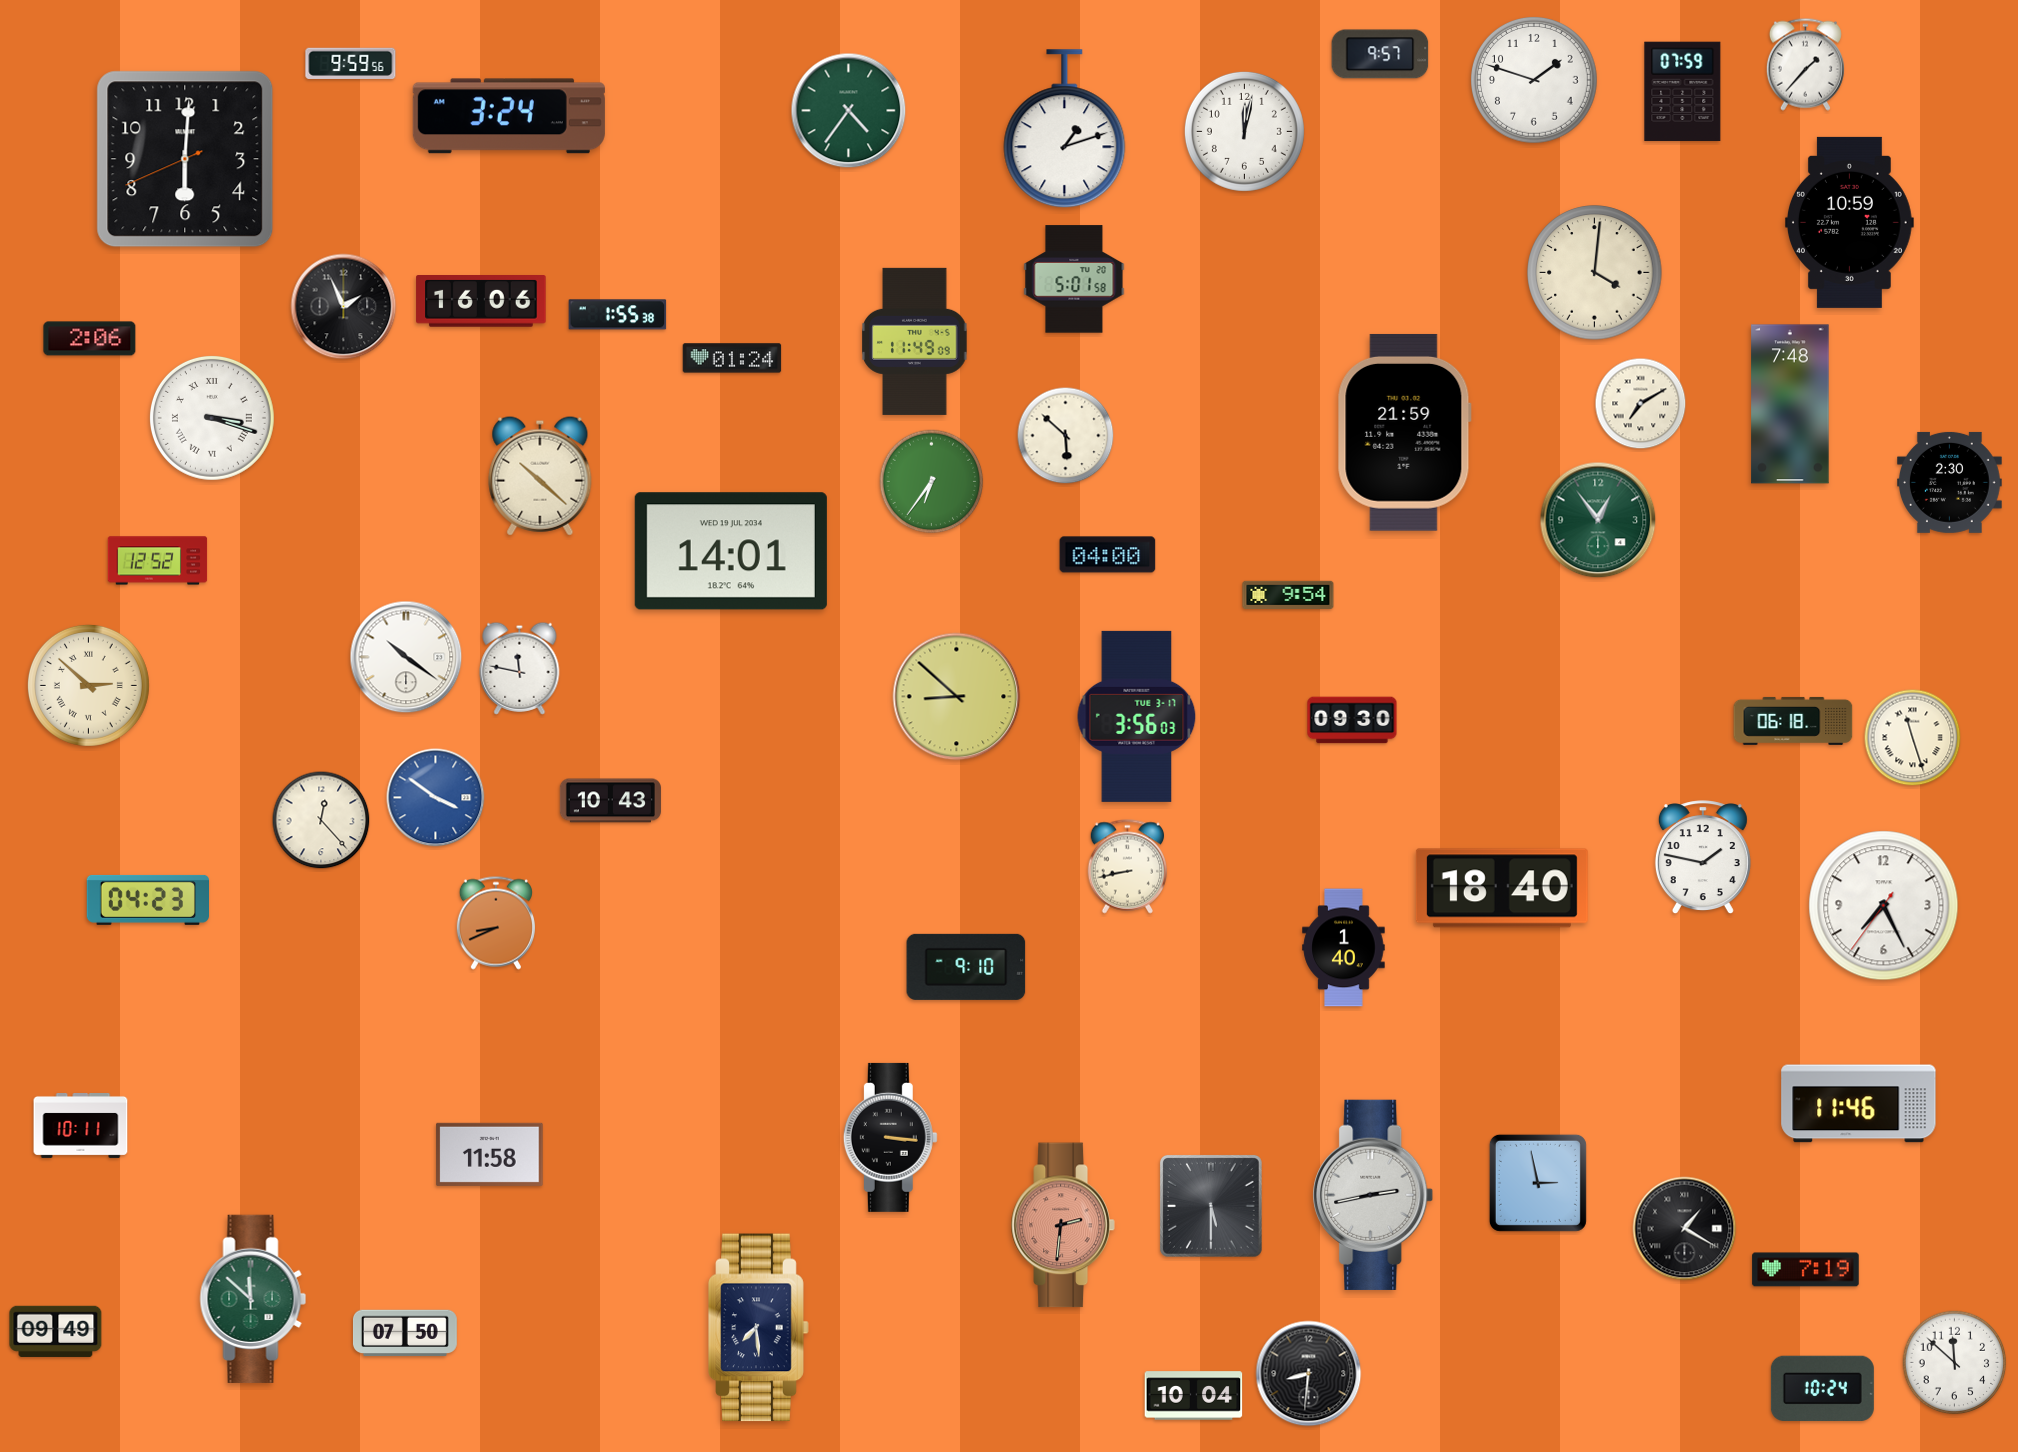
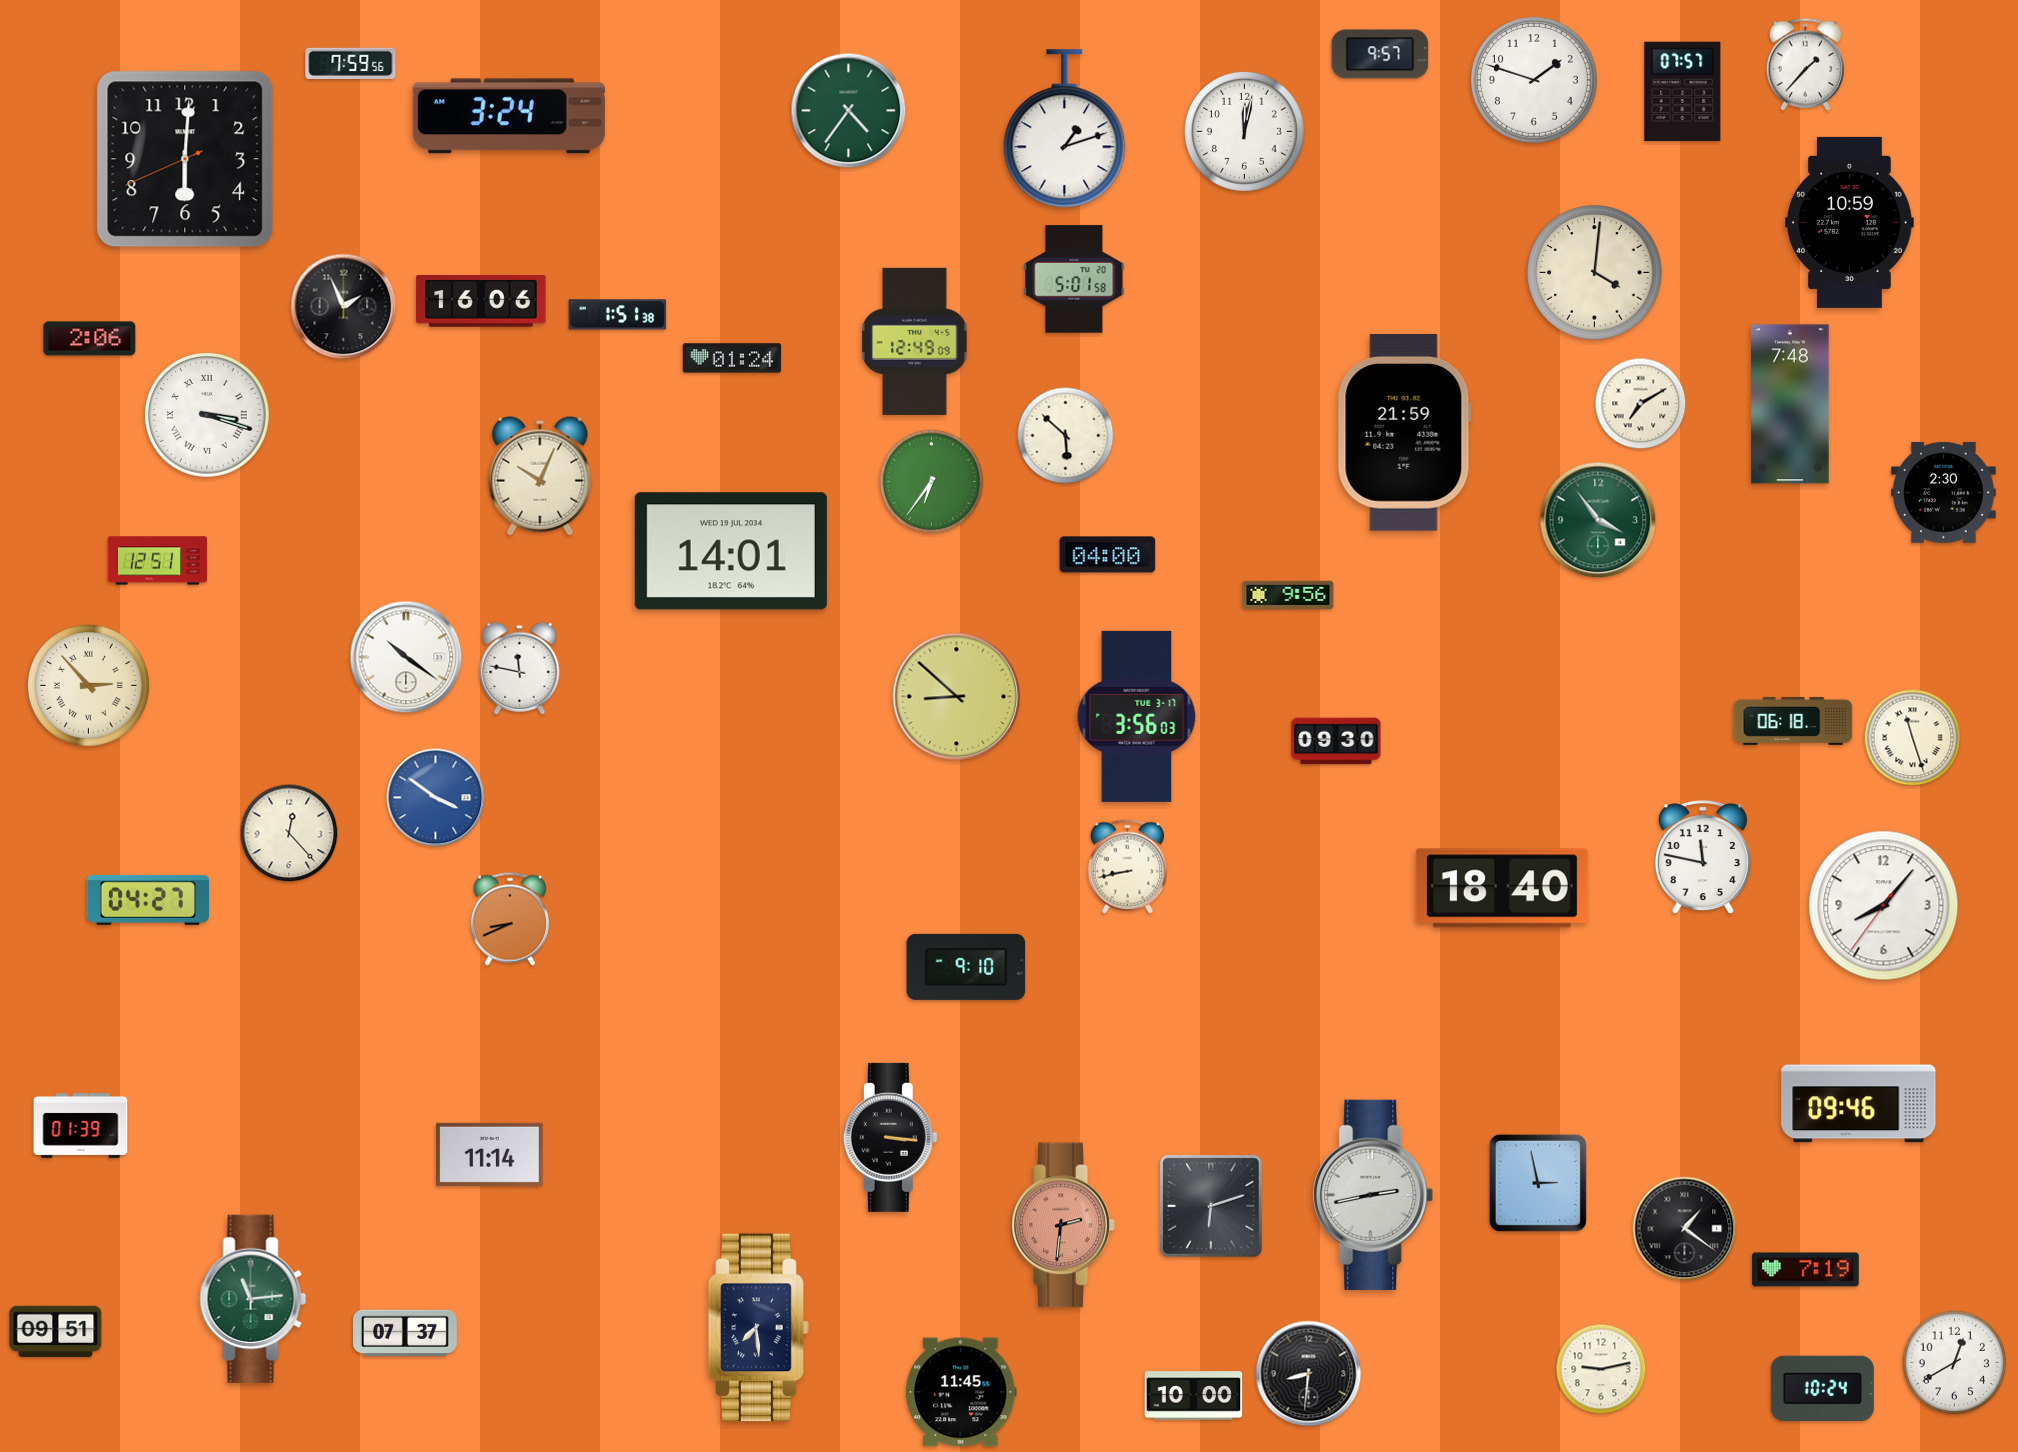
clock at (351, 63): 9:59 -> 7:59
clock at (1683, 91): 07:59 -> 07:57
clock at (618, 315): 1:55 -> 1:51
clock at (915, 341): 11:49 -> 12:49
clock at (212, 418) position: (212, 418) -> (207, 415)
clock at (540, 476): 10:22 -> 10:04
clock at (1950, 482) position: (1950, 482) -> (1944, 492)
clock at (1598, 520): 12:54 -> 3:54
clock at (158, 561): 12:52 -> 12:51
clock at (1288, 594): 9:54 -> 9:56
clock at (88, 685): 2:52 -> 2:53
clock at (1352, 720) position: (1352, 720) -> (1336, 741)
clock at (610, 801): 10:43 -> none
clock at (321, 820) position: (321, 820) -> (289, 833)
clock at (1703, 858): 1:47 -> 11:47
clock at (148, 900): 04:23 -> 04:27
clock at (1884, 906): 7:25 -> 8:06
clock at (496, 923) position: (496, 923) -> (510, 919)
clock at (1344, 948): 1:40 -> none
clock at (1859, 1104): 11:46 -> 09:46
clock at (81, 1126): 10:11 -> 01:39
clock at (490, 1154): 11:58 -> 11:14
clock at (1212, 1207): 5:30 -> 6:12
clock at (1685, 1229): 1:20 -> 1:21
clock at (253, 1299): 11:52 -> 11:14
clock at (56, 1331): 09:49 -> 09:51
clock at (405, 1333): 07:50 -> 07:37
clock at (1955, 1363): 11:52 -> 12:40
clock at (1601, 1369): none -> 9:13
clock at (961, 1392): none -> 11:45
clock at (1194, 1396): 10:04 -> 10:00
